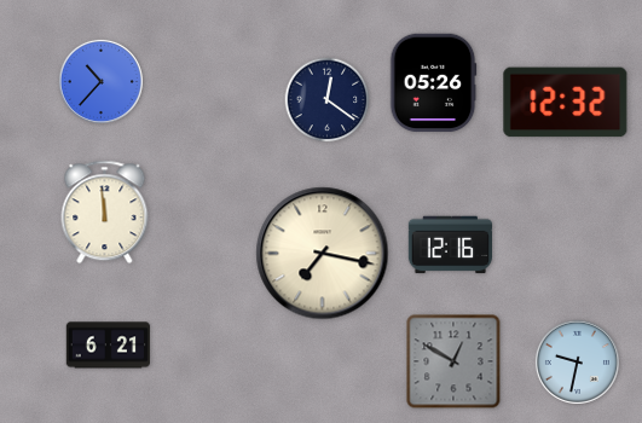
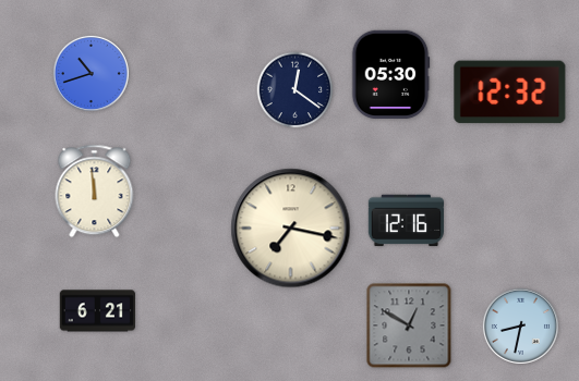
clock at (100, 81): 10:37 -> 10:42
clock at (433, 83): 05:26 -> 05:30
clock at (577, 361): 9:32 -> 8:32
